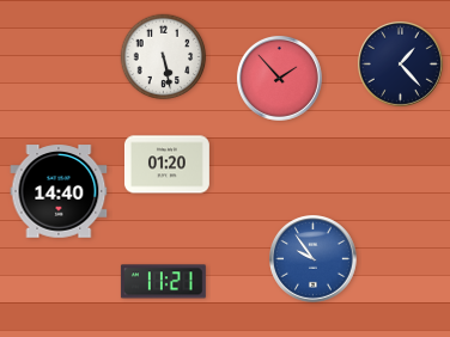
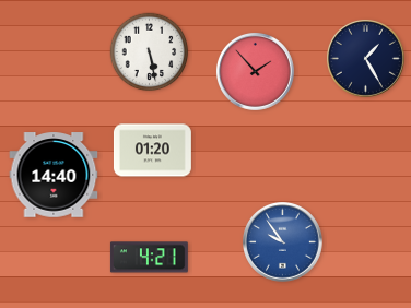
clock at (400, 63): 1:23 -> 1:25
clock at (314, 259) position: (314, 259) -> (283, 242)
clock at (163, 282): 11:21 -> 4:21
